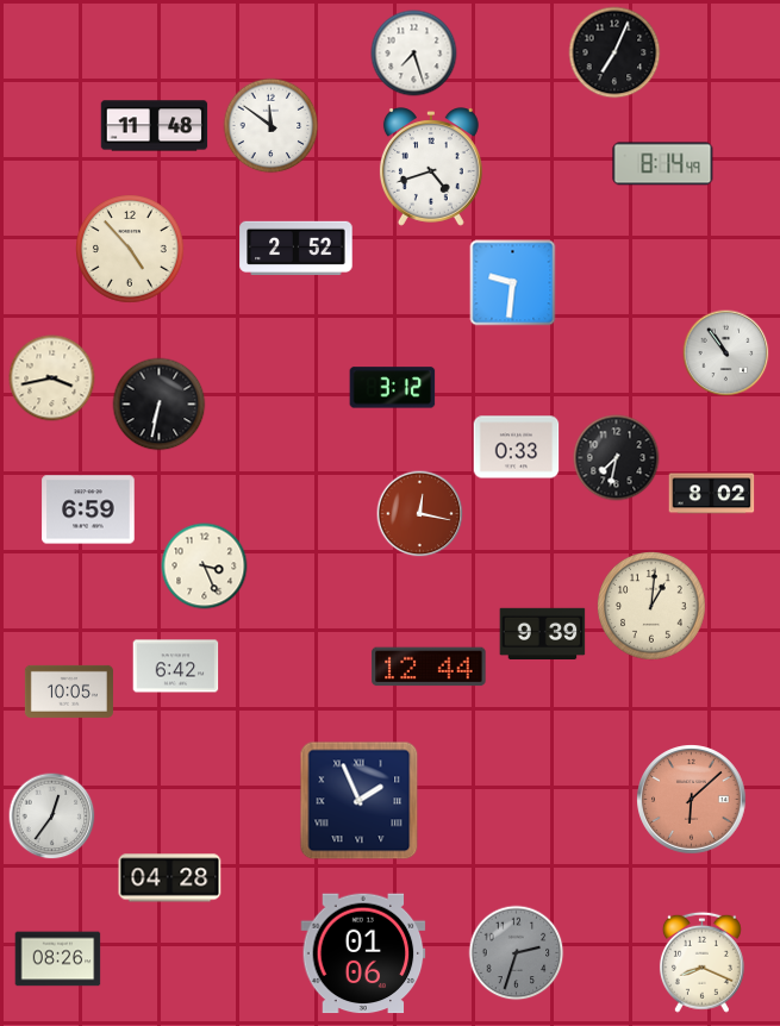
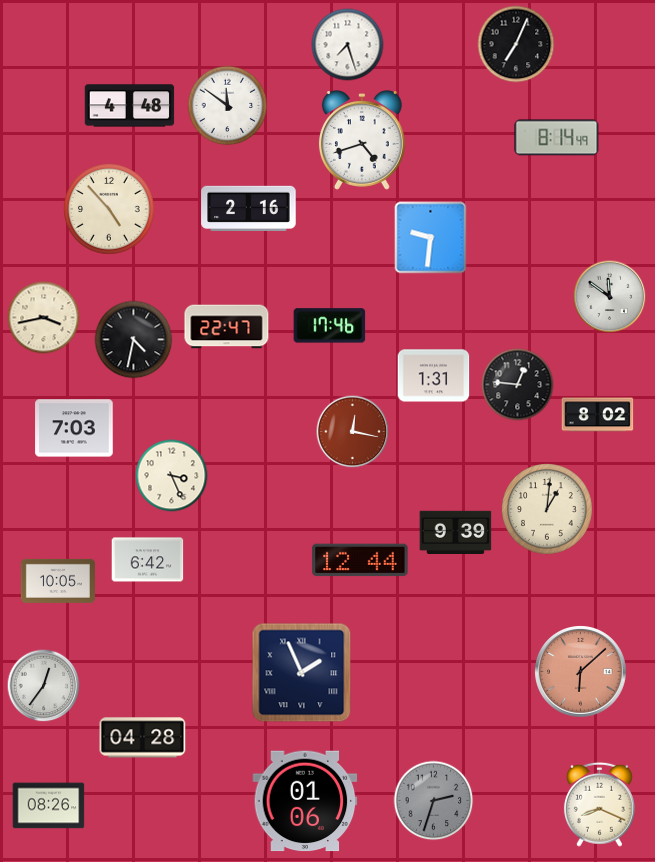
clock at (155, 126): 11:48 -> 4:48
clock at (297, 248): 2:52 -> 2:16
clock at (726, 354): 10:54 -> 11:51
clock at (393, 388): 3:12 -> 17:46
clock at (227, 327): none -> 22:47
clock at (160, 405): 6:32 -> 4:32
clock at (517, 448): 0:33 -> 1:31
clock at (617, 458): 7:32 -> 12:46
clock at (88, 509): 6:59 -> 7:03
clock at (701, 962) position: (701, 962) -> (599, 804)
